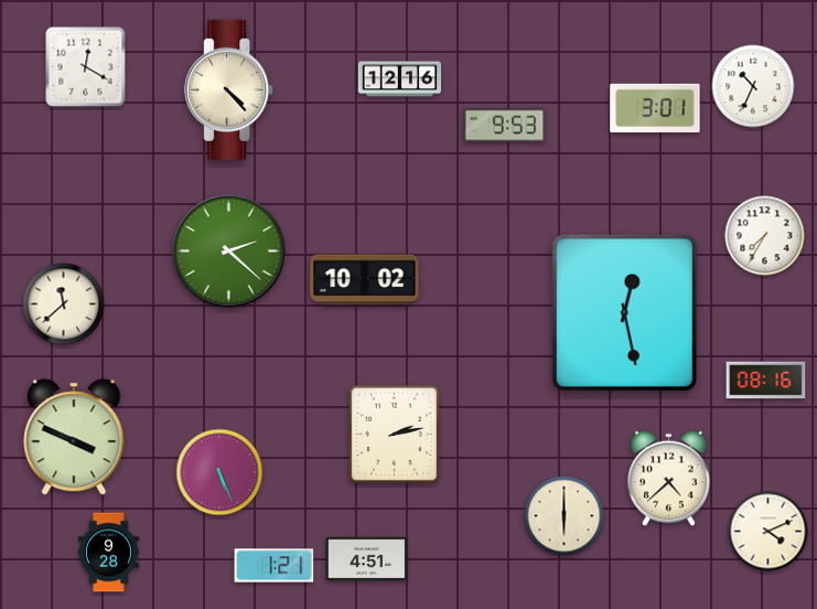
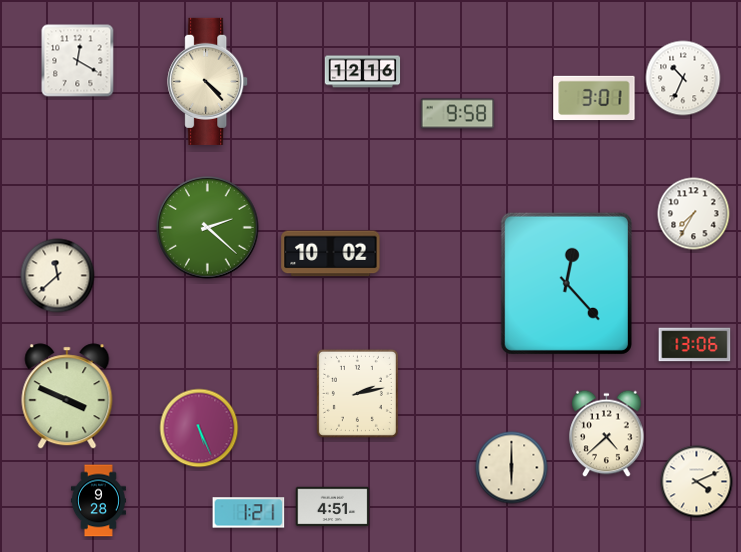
clock at (505, 126): 9:53 -> 9:58
clock at (624, 312): 12:28 -> 12:23
clock at (766, 381): 08:16 -> 13:06
